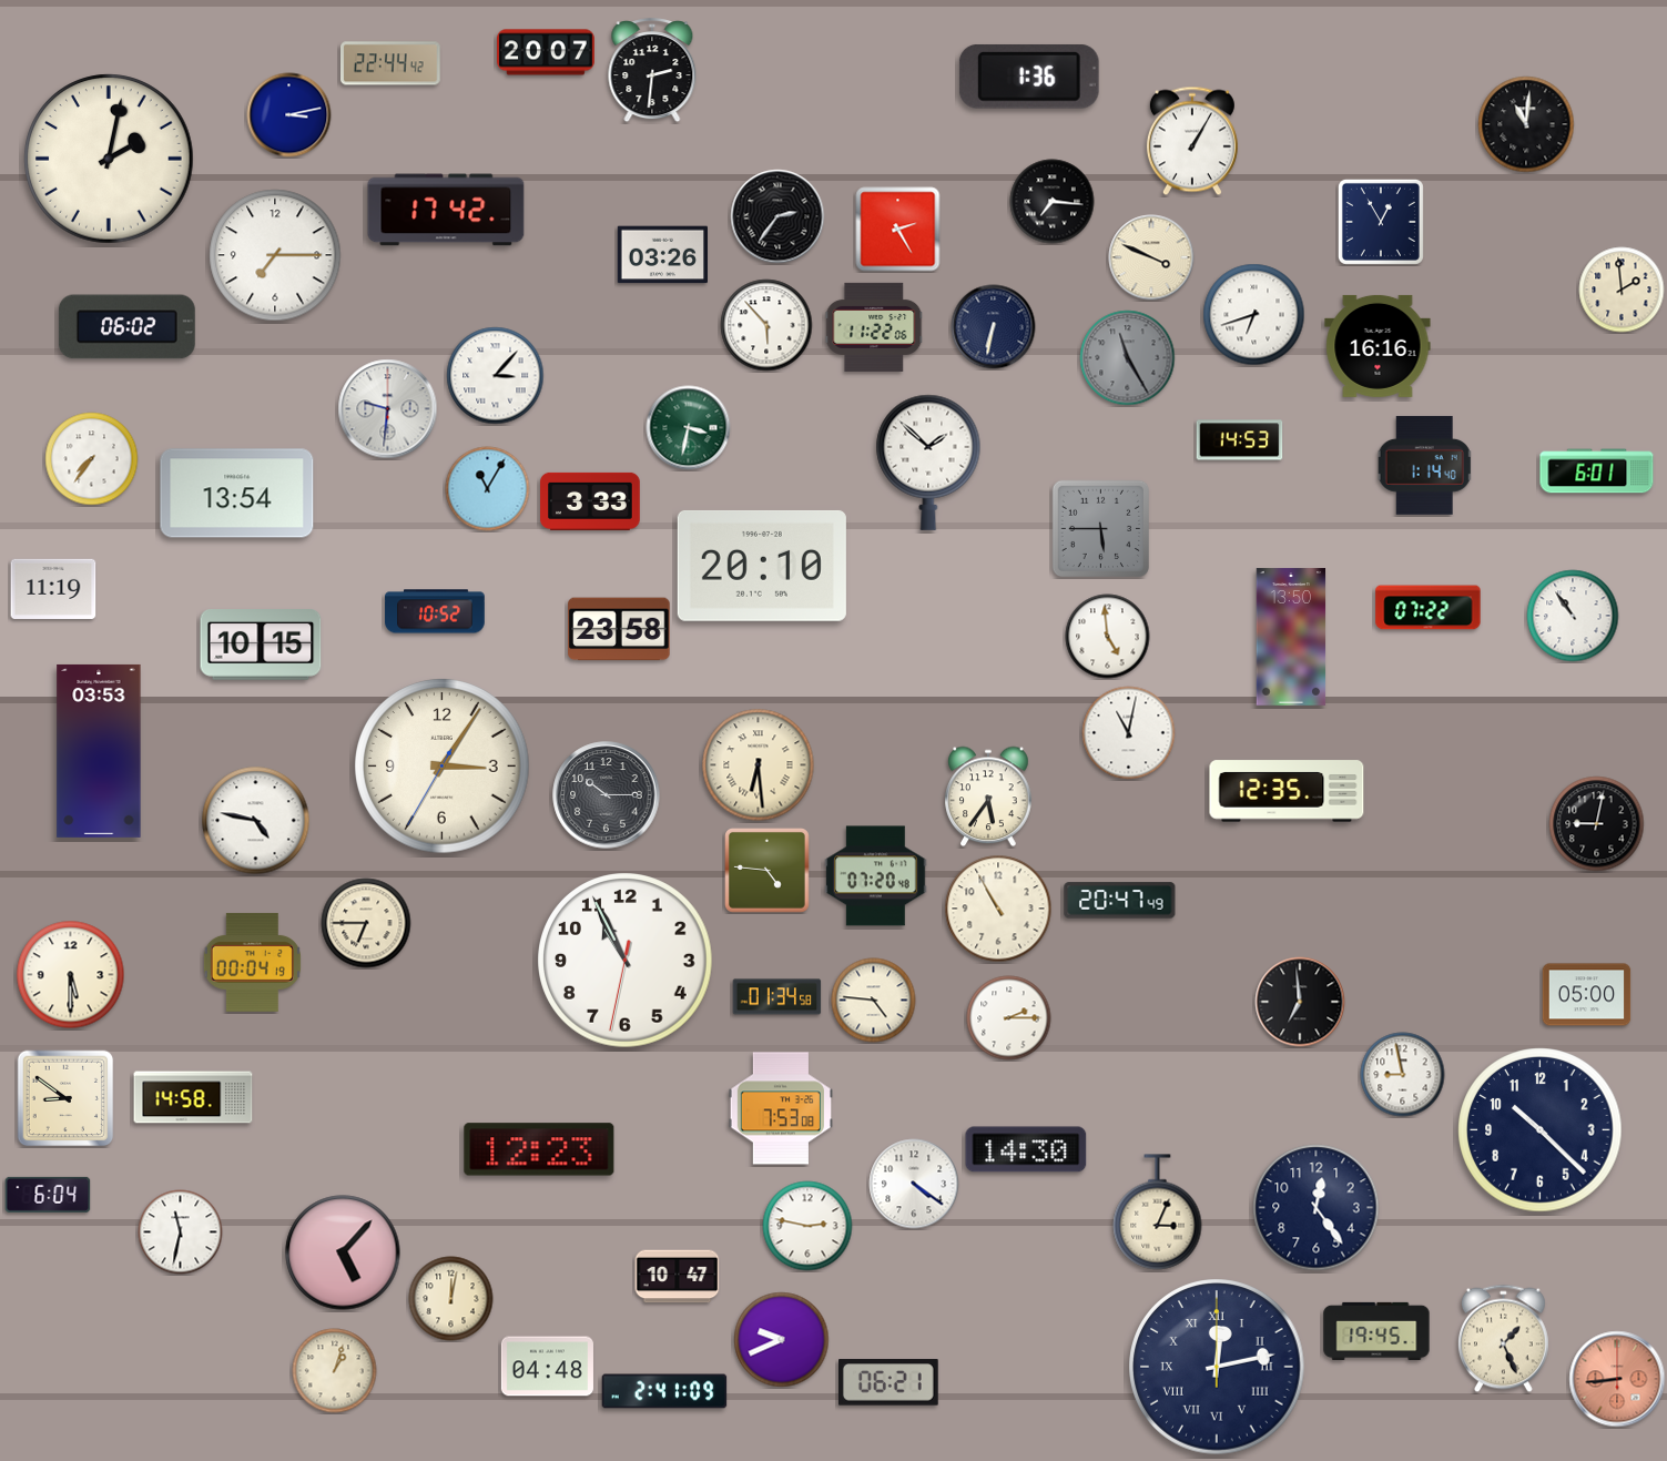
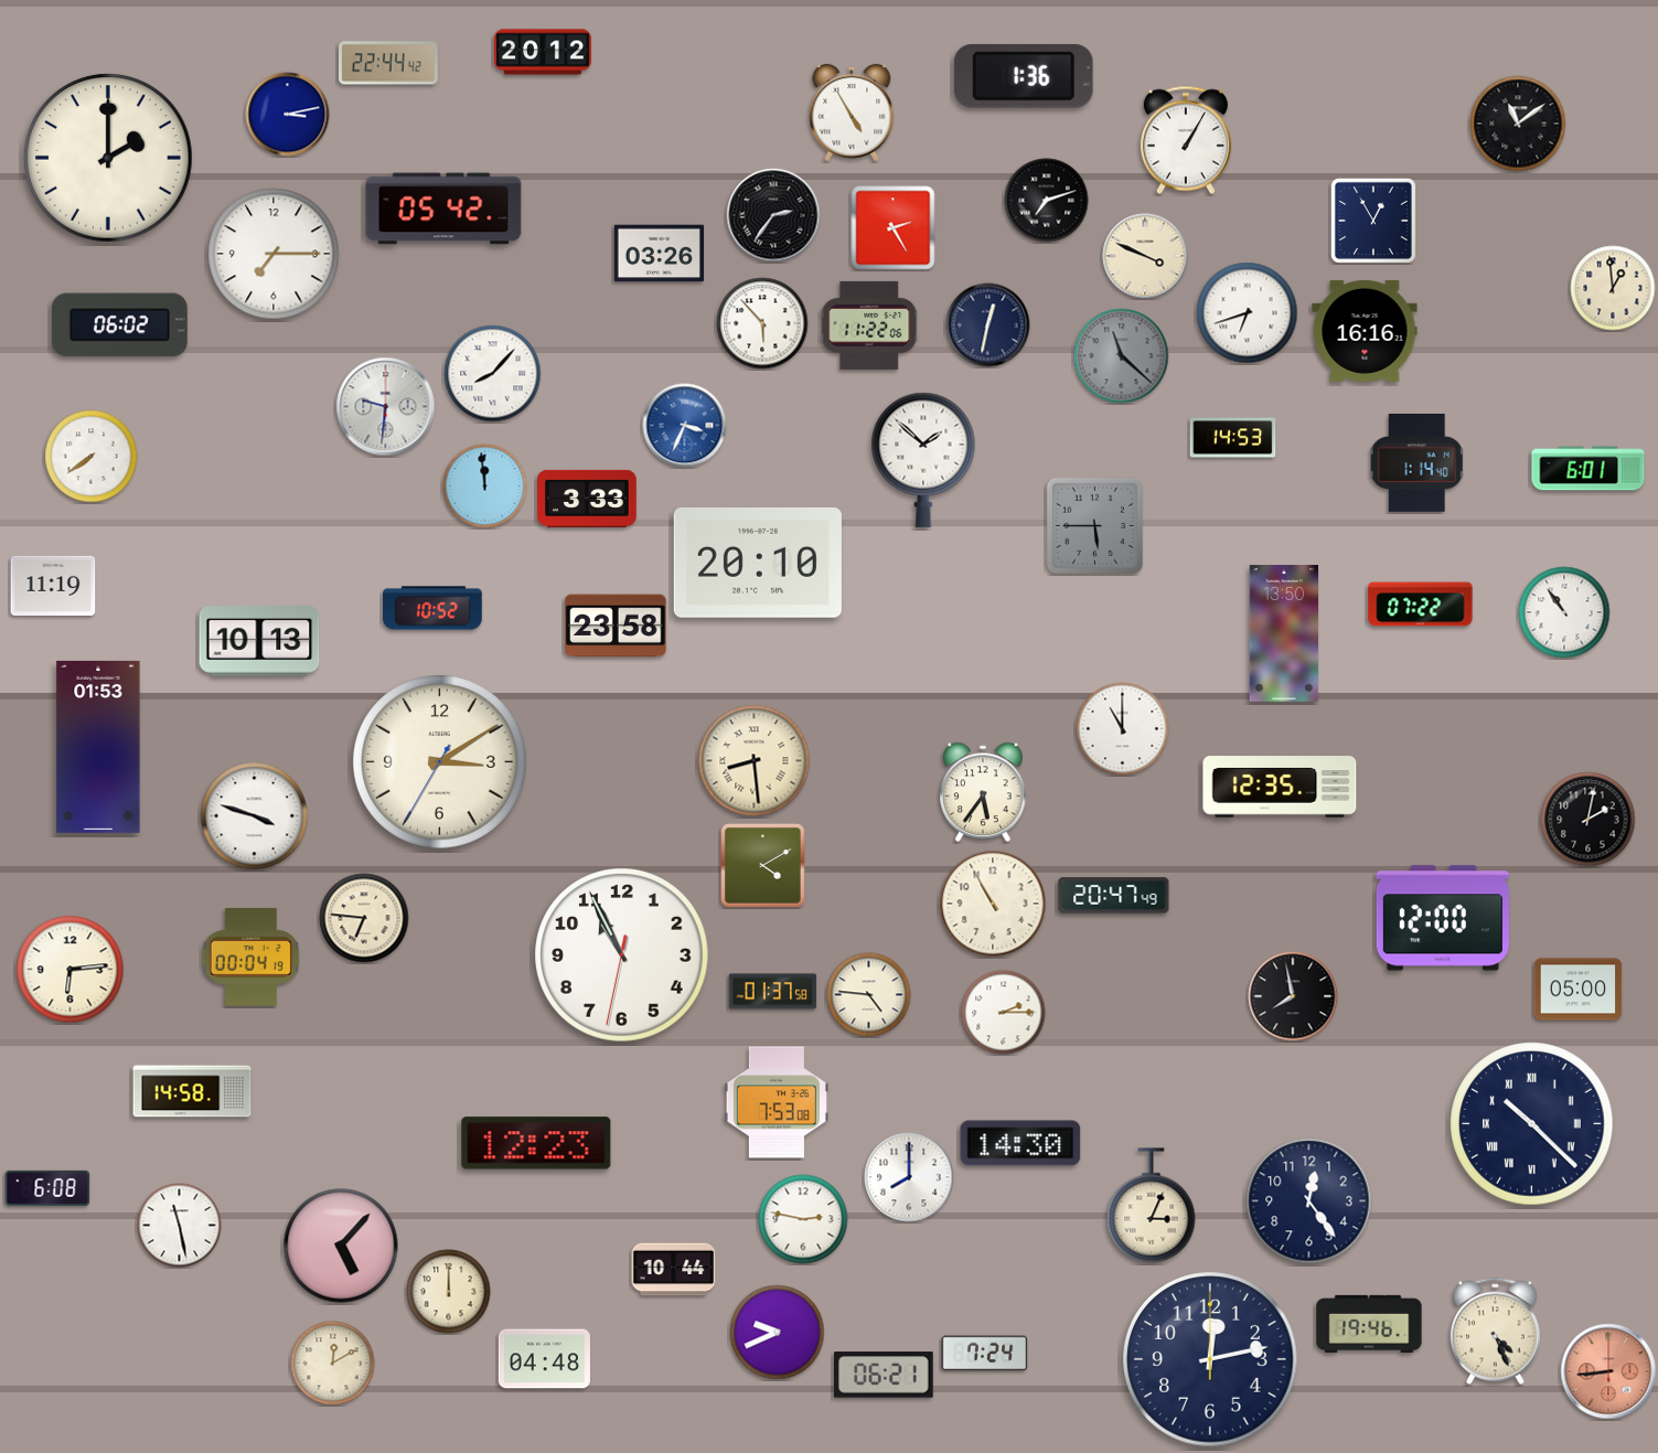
clock at (547, 52): 20:07 -> 20:12
clock at (652, 71): 2:31 -> none
clock at (852, 113): none -> 4:55
clock at (1526, 124): 11:01 -> 11:09
clock at (109, 159): 2:02 -> 2:00
clock at (1053, 202): 7:16 -> 7:12
clock at (446, 210): 17:42 -> 05:42
clock at (1622, 290): 1:59 -> 12:59
clock at (126, 327) position: (126, 327) -> (119, 325)
clock at (994, 327): 6:32 -> 12:32
clock at (1378, 346) position: (1378, 346) -> (1365, 331)
clock at (1128, 358): 11:25 -> 11:22
clock at (496, 376): 3:07 -> 8:07
clock at (689, 428): 3:32 -> 3:34
clock at (689, 428) dial: green -> blue
clock at (92, 459): 7:36 -> 7:39
clock at (488, 489): 11:05 -> 11:59
clock at (237, 494): 13:54 -> none
clock at (1108, 637): 4:59 -> none
clock at (261, 646): 10:15 -> 10:13
clock at (1129, 733): 11:02 -> 11:00
clock at (99, 751): 03:53 -> 01:53
clock at (759, 765): 6:29 -> 8:29
clock at (443, 767): 3:05 -> 3:09
clock at (607, 795): 10:15 -> none
clock at (256, 821): 4:47 -> 3:48
clock at (1597, 824): 9:02 -> 2:02
clock at (768, 871): 4:46 -> 4:10
clock at (876, 876): 07:20 -> none
clock at (366, 923): 6:45 -> 6:46
clock at (1443, 918): none -> 12:00
clock at (71, 975): 5:30 -> 6:14
clock at (777, 997): 01:34 -> 01:37
clock at (1300, 1002): 6:59 -> 7:58
clock at (1403, 1075): 8:58 -> none
clock at (65, 1098): 8:51 -> none
clock at (1541, 1130) numerals: Arabic -> Roman
clock at (914, 1184): 4:21 -> 8:00
clock at (48, 1195): 6:04 -> 6:08
clock at (181, 1232): 11:32 -> 11:28
clock at (678, 1277): 10:47 -> 10:44
clock at (451, 1299): 12:02 -> 12:00
clock at (1376, 1331): 19:45 -> 19:46
clock at (1503, 1339): 1:26 -> 4:26
clock at (985, 1354): none -> 7:24
clock at (1217, 1367) numerals: Roman -> Arabic
clock at (335, 1371): 1:03 -> 12:10
clock at (664, 1391): 2:41 -> none
